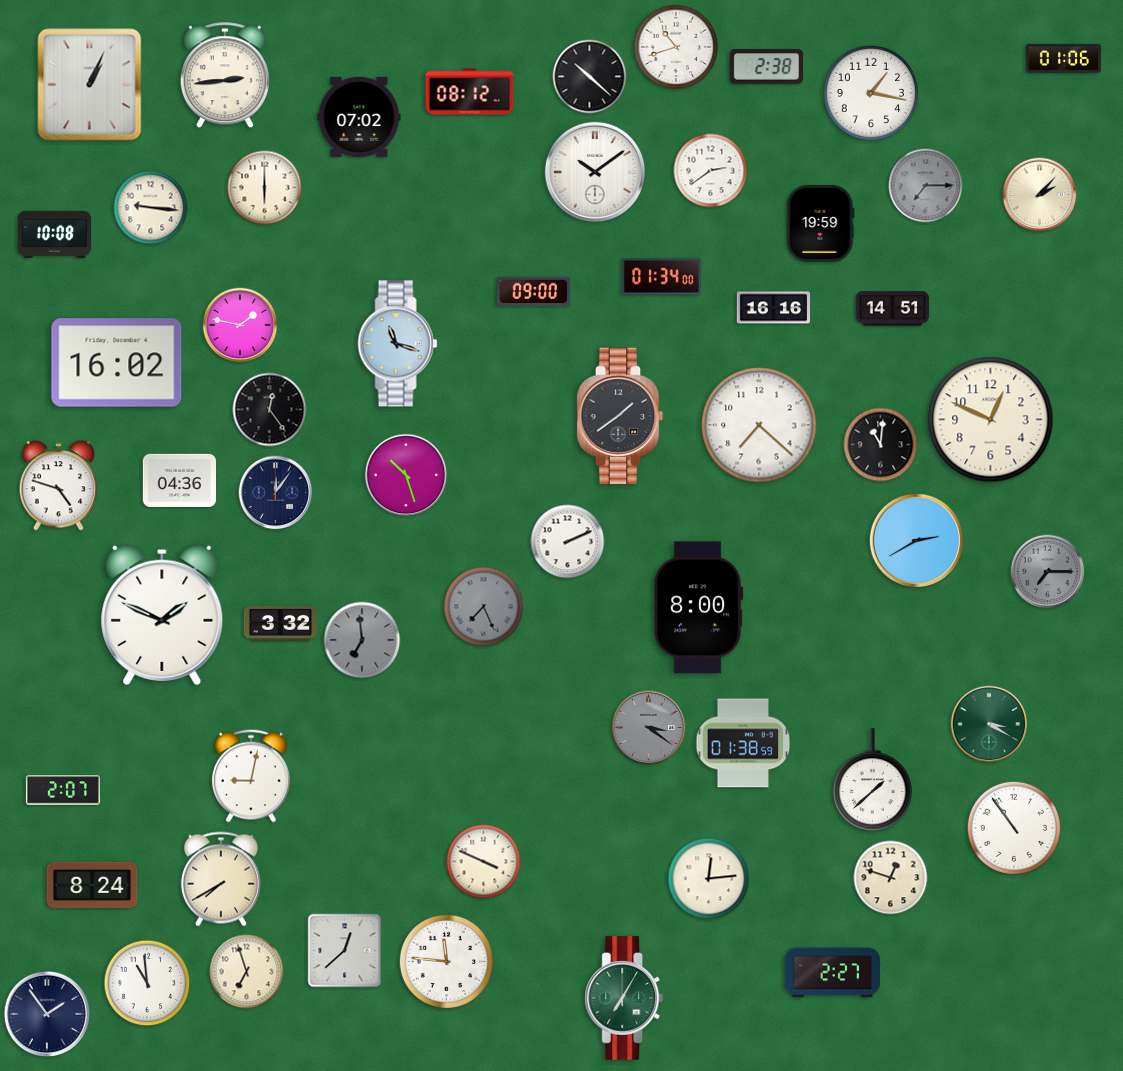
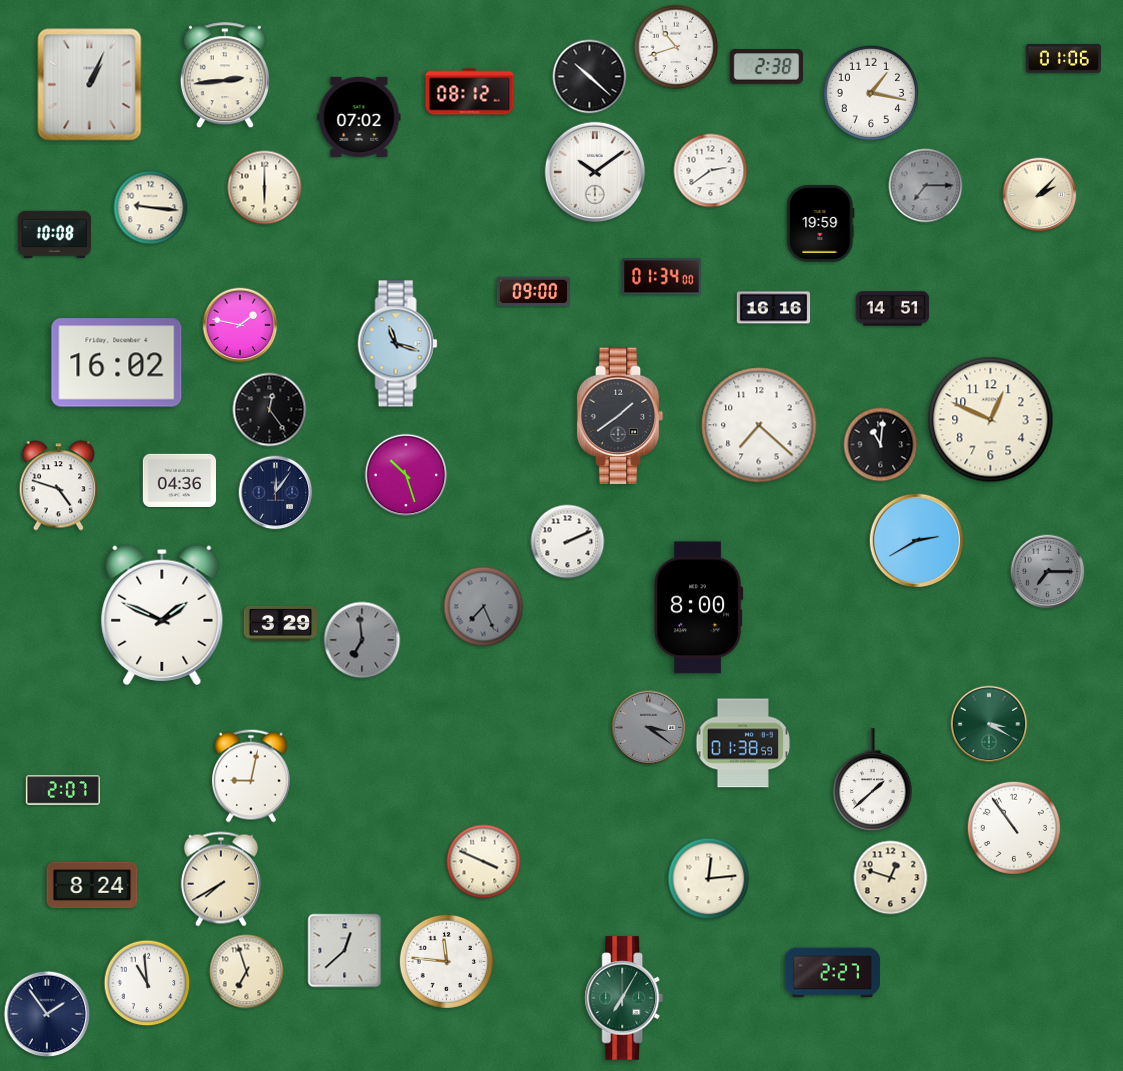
clock at (280, 623): 3:32 -> 3:29
